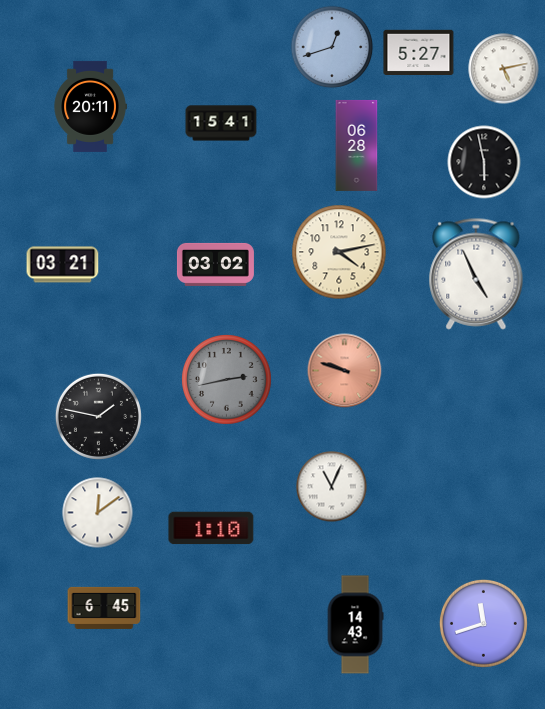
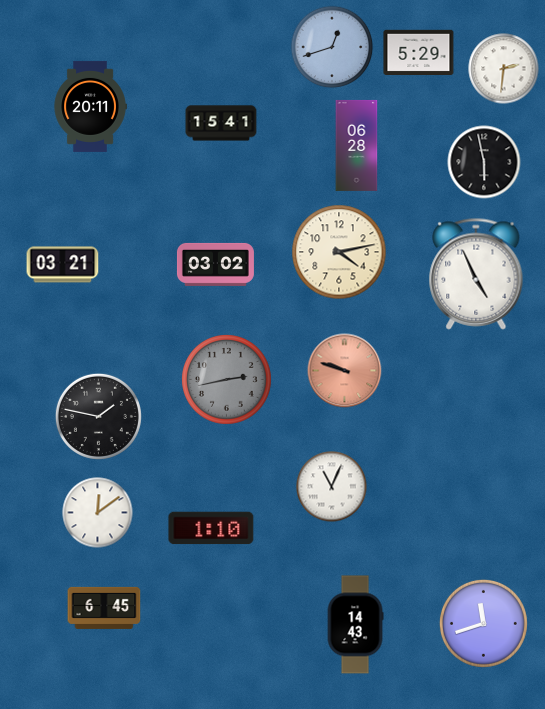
clock at (419, 52): 5:27 -> 5:29
clock at (504, 69): 5:13 -> 2:31
